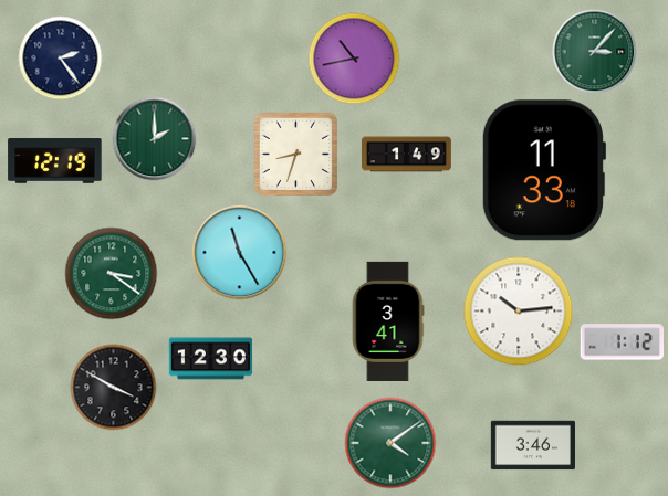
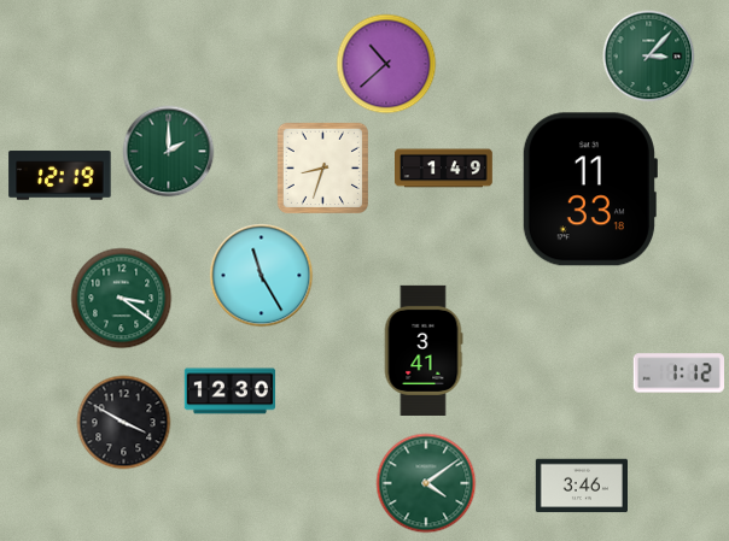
clock at (61, 59): 2:24 -> none
clock at (354, 59): 10:43 -> 10:38
clock at (543, 170) position: (543, 170) -> (589, 189)
clock at (519, 312): 10:14 -> none
